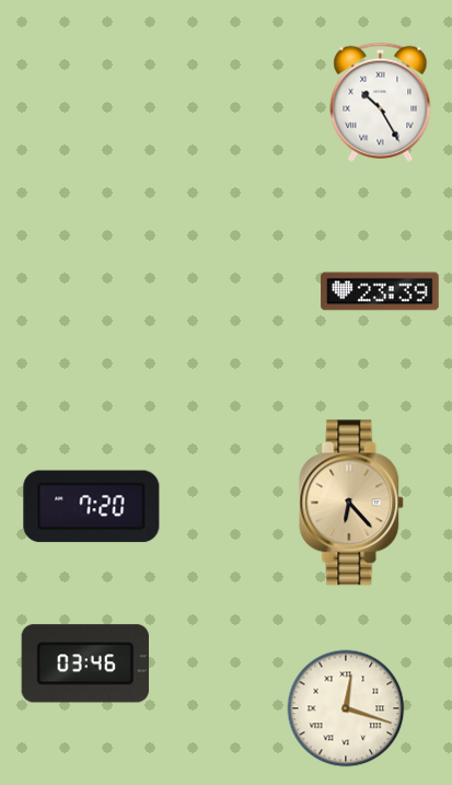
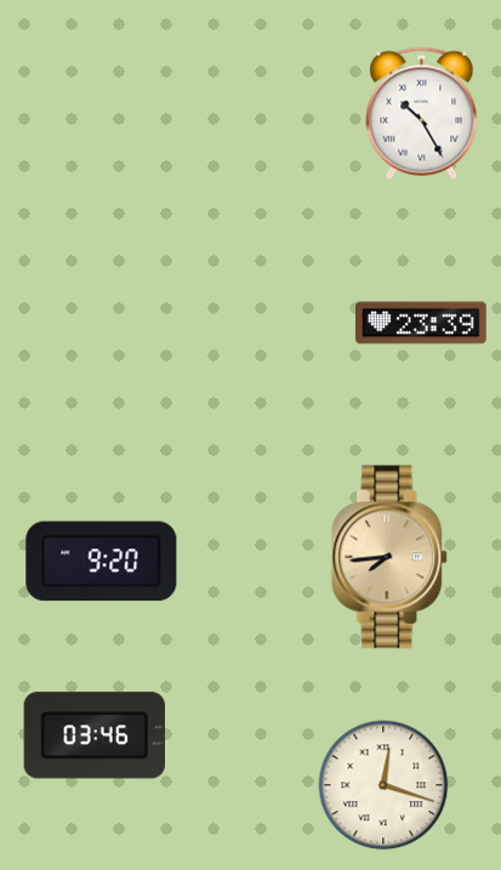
clock at (352, 503): 6:23 -> 7:44
clock at (92, 507): 7:20 -> 9:20
